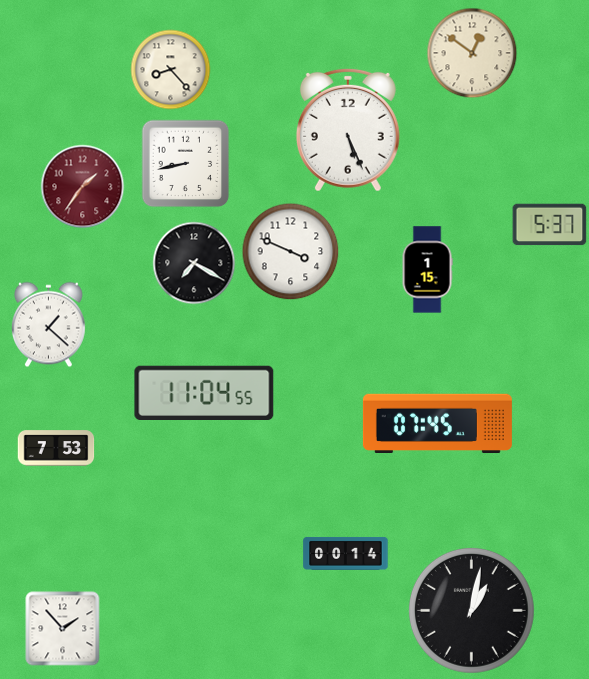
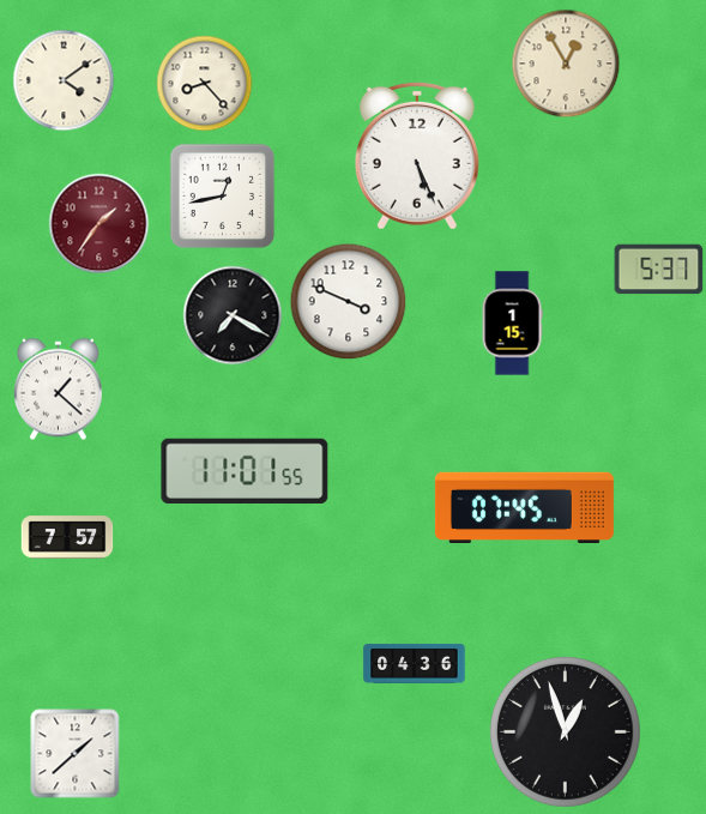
clock at (472, 53): 12:51 -> 12:55
clock at (64, 80): none -> 4:09
clock at (186, 164): 8:43 -> 12:43
clock at (204, 392): 11:04 -> 11:01
clock at (56, 448): 7:53 -> 7:57
clock at (346, 553): 00:14 -> 04:36
clock at (471, 610): 1:02 -> 12:57
clock at (63, 629): 1:53 -> 1:38
